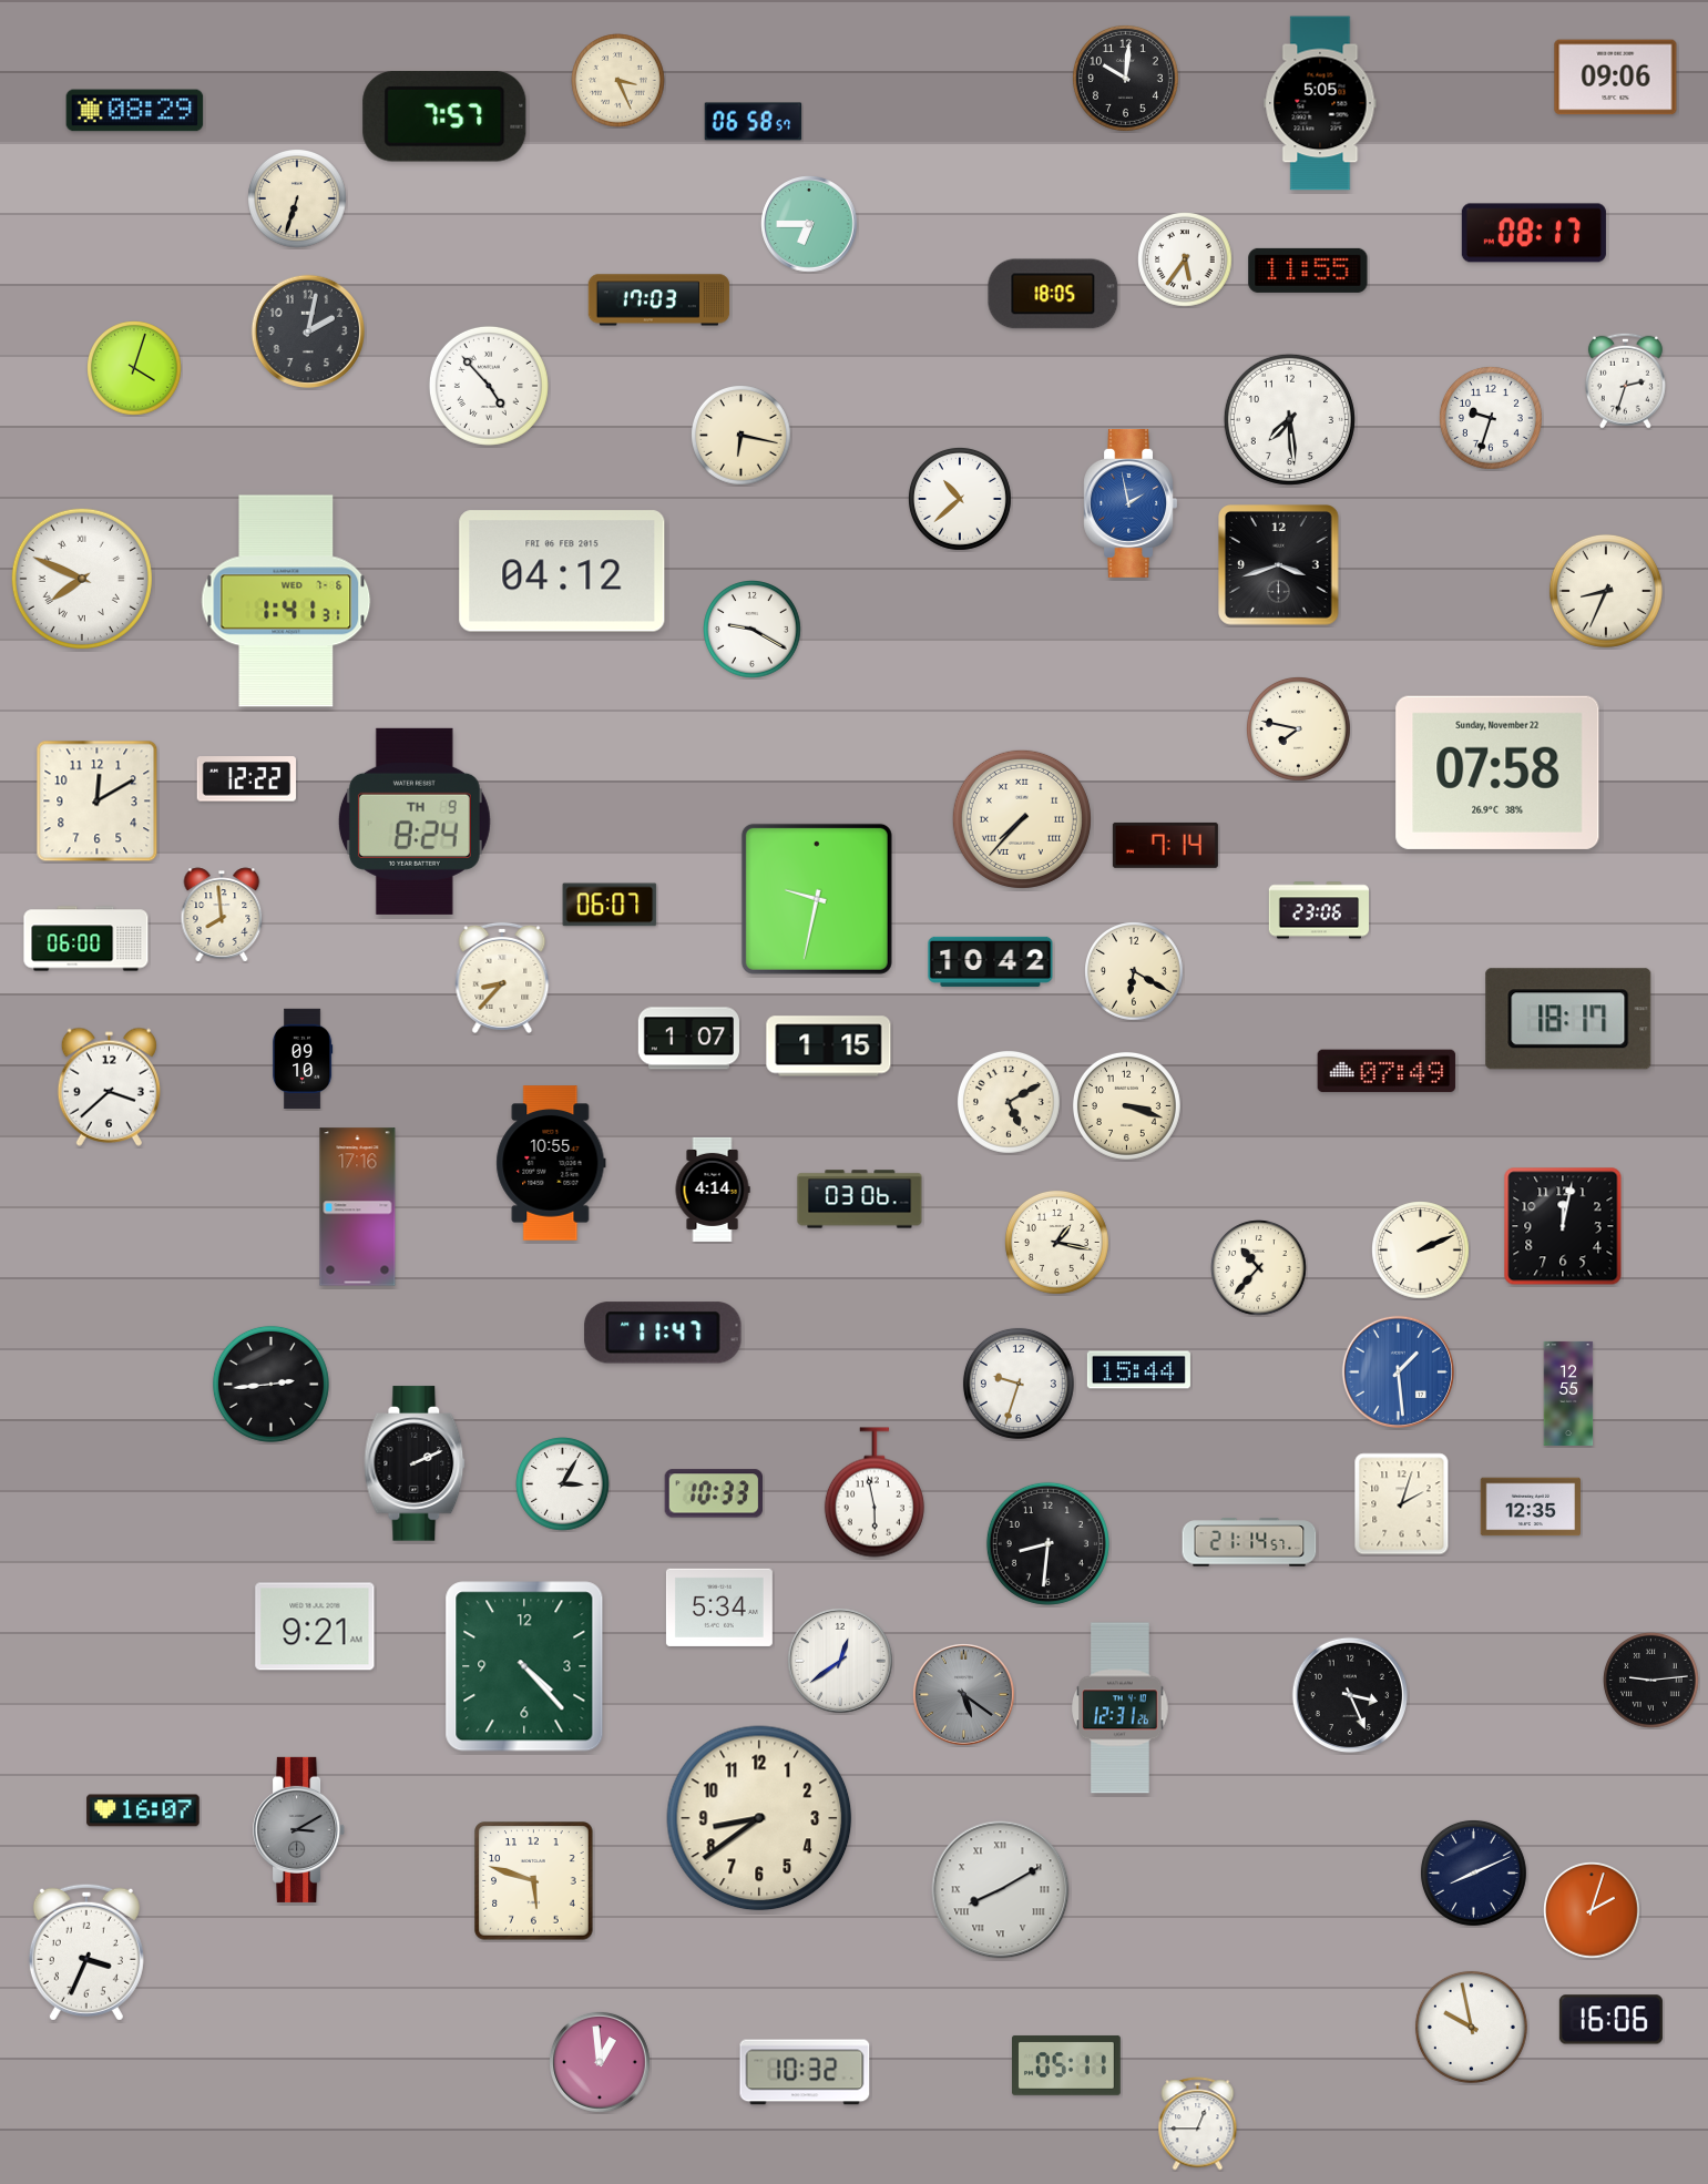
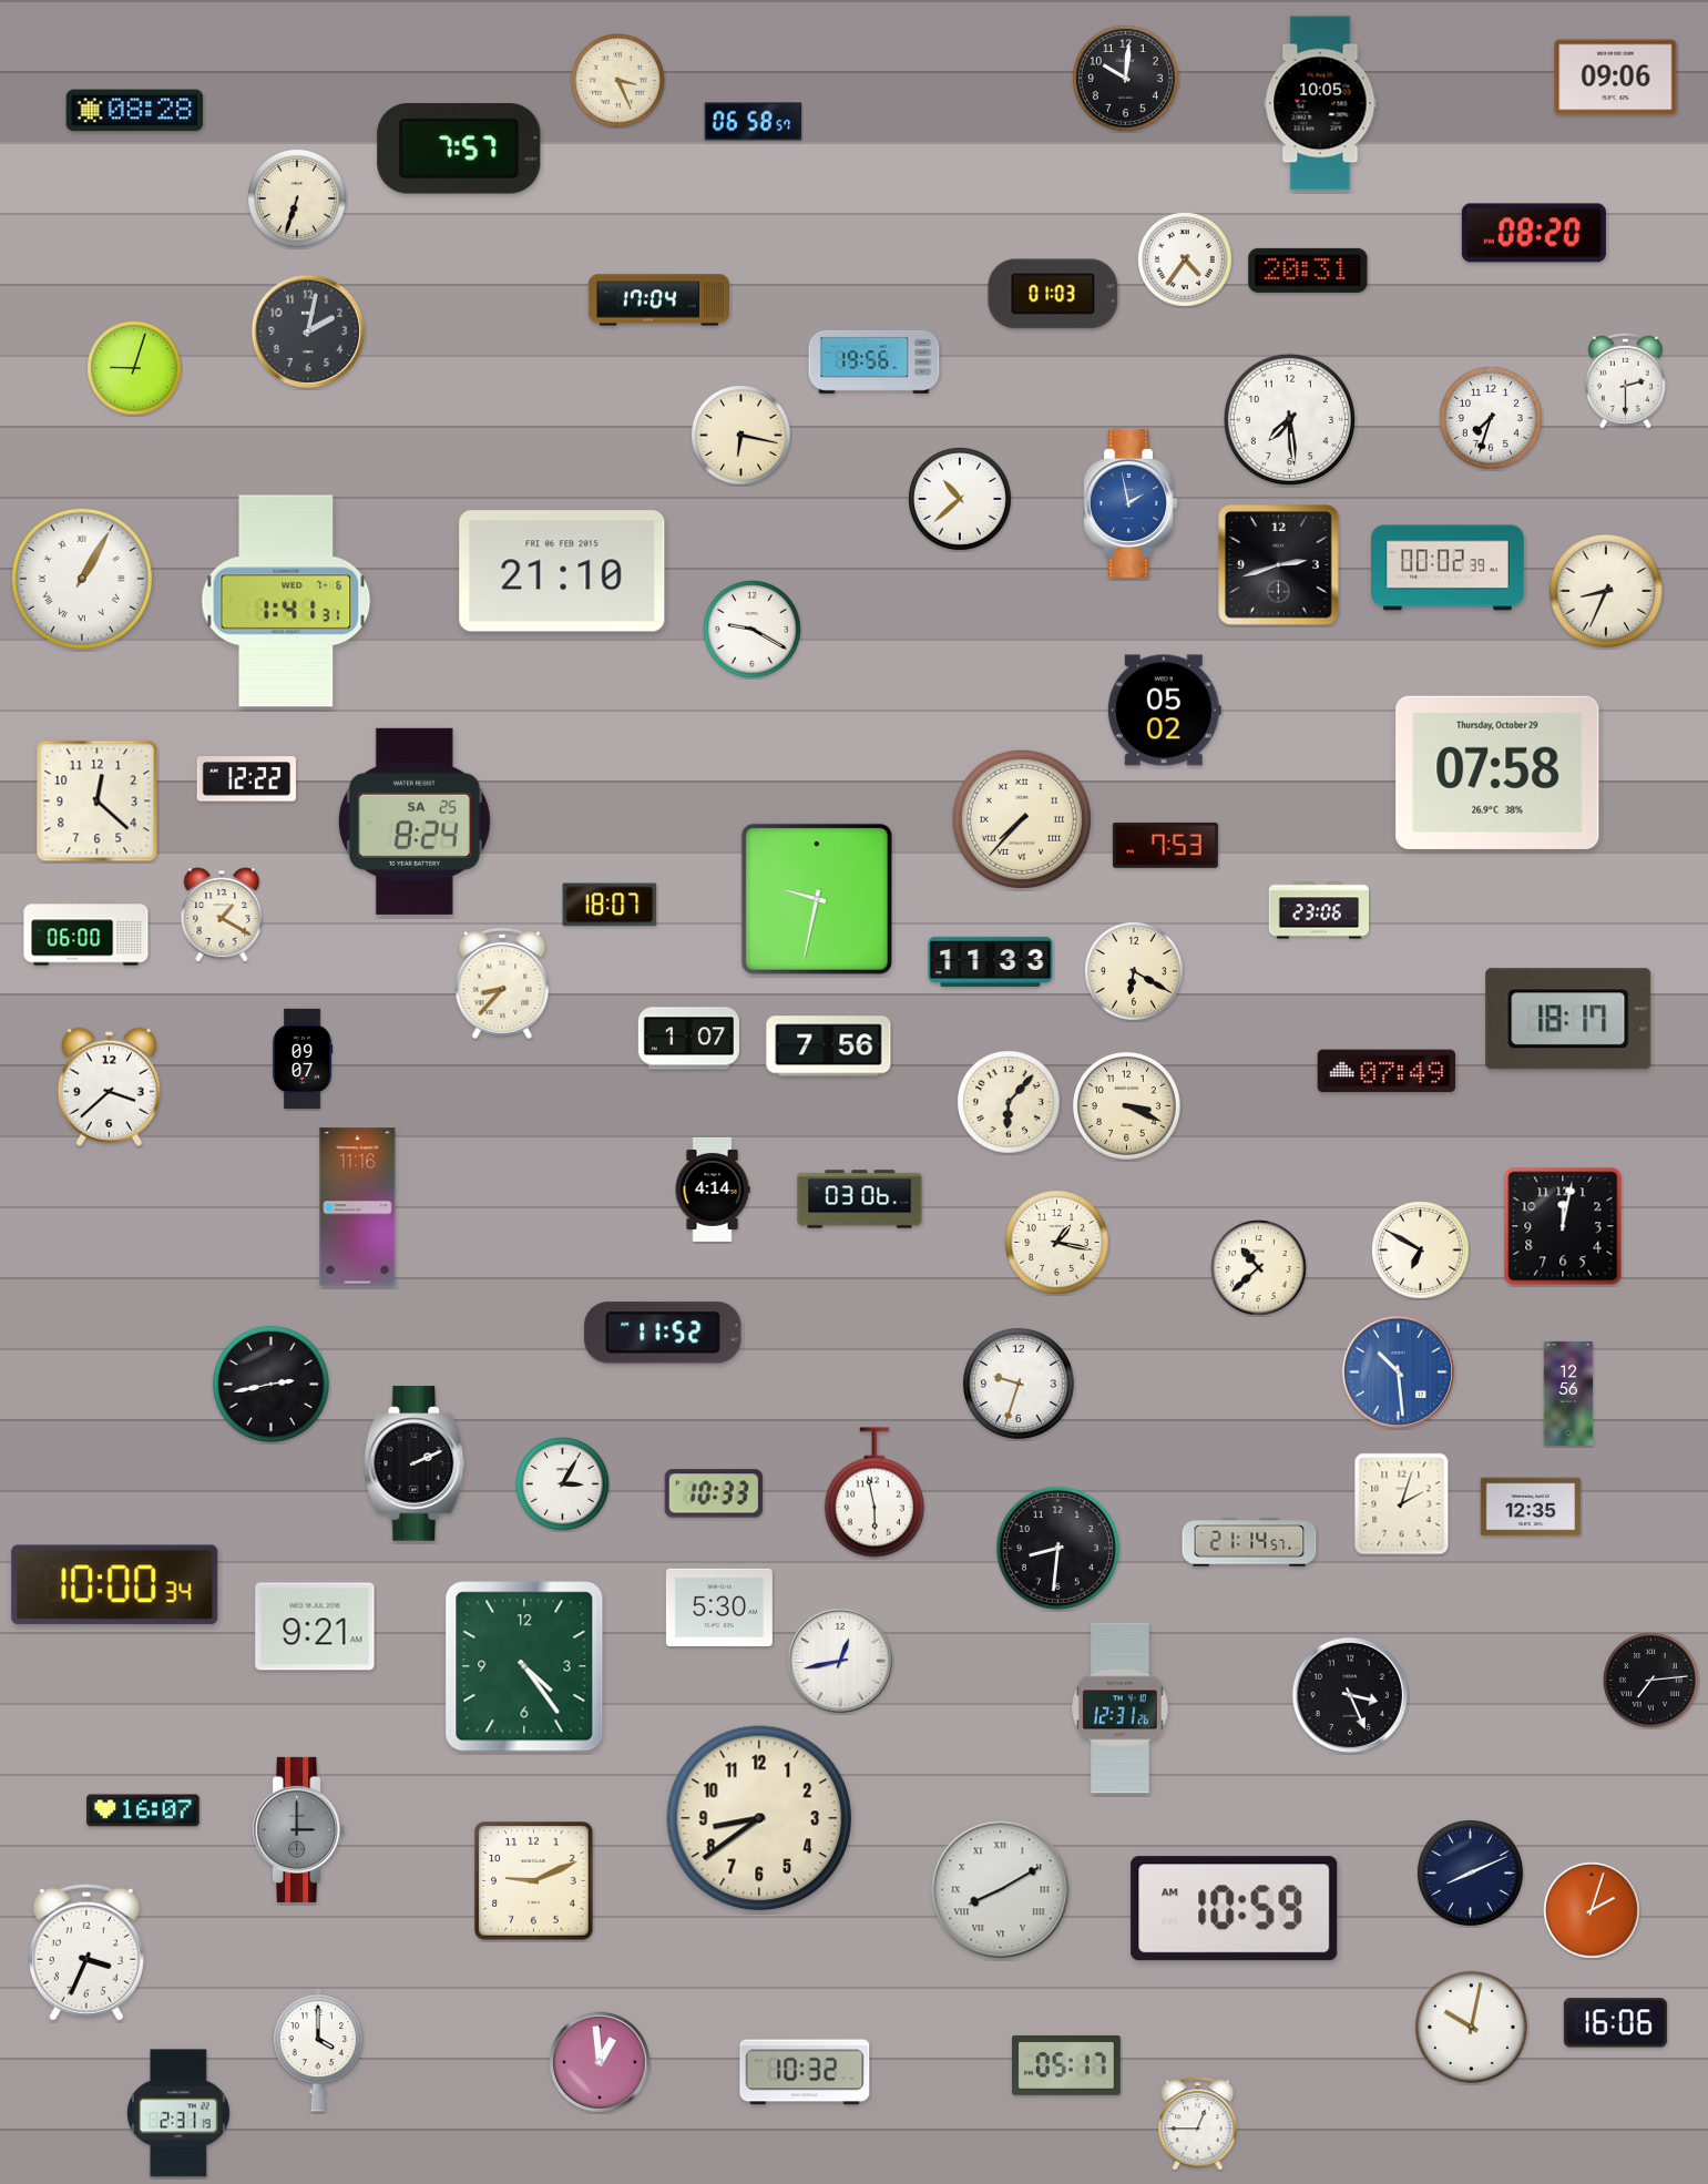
clock at (1320, 103): 5:05 -> 10:05
clock at (135, 111): 08:29 -> 08:28
clock at (444, 118) position: (444, 118) -> (459, 150)
clock at (809, 224): 6:45 -> none
clock at (1534, 233): 08:17 -> 08:20
clock at (1185, 259): 5:36 -> 4:36
clock at (1308, 271): 11:55 -> 20:31
clock at (1053, 294): 18:05 -> 01:03
clock at (659, 300): 17:03 -> 17:04
clock at (875, 361): none -> 19:56
clock at (134, 368): 4:03 -> 9:03
clock at (1625, 380): 2:33 -> 2:30
clock at (489, 386): 4:53 -> none
clock at (1491, 418): 9:33 -> 7:33
clock at (1279, 565): 3:42 -> 2:42
clock at (1448, 568): none -> 00:02
clock at (562, 571): 04:12 -> 21:10
clock at (82, 579): 7:49 -> 1:05
clock at (1164, 711): none -> 05:02
clock at (1298, 728): 7:47 -> none
clock at (1497, 773) date: Sunday, November 22 -> Thursday, October 29
clock at (98, 802): 12:10 -> 12:22
clock at (415, 821) date: TH 9 -> SA 25
clock at (1165, 845): 7:14 -> 7:53
clock at (610, 905): 06:07 -> 18:07
clock at (222, 915): 7:59 -> 1:20
clock at (86, 939) position: (86, 939) -> (86, 933)
clock at (991, 961): 10:42 -> 11:33
clock at (502, 978) position: (502, 978) -> (502, 983)
clock at (829, 1047): 1:15 -> 7:56
clock at (303, 1059): 09:10 -> 09:07
clock at (1009, 1102): 5:10 -> 6:07
clock at (1126, 1105): 3:18 -> 3:19
clock at (551, 1163): 10:55 -> none
clock at (358, 1207): 17:16 -> 11:16
clock at (1421, 1251): 2:11 -> 6:50
clock at (1259, 1268): 10:37 -> 10:38
clock at (663, 1333): 11:47 -> 11:52
clock at (1138, 1370): 15:44 -> none
clock at (1398, 1371): 1:29 -> 10:29
clock at (270, 1384): 2:44 -> 2:43
clock at (1568, 1394): 12:55 -> 12:56
clock at (1047, 1543) position: (1047, 1543) -> (1057, 1548)
clock at (115, 1585): none -> 10:00
clock at (719, 1608): 5:34 -> 5:30
clock at (840, 1661): 12:39 -> 12:43
clock at (524, 1666): 4:23 -> 4:24
clock at (1651, 1681): 9:14 -> 7:14
clock at (963, 1694): 5:21 -> none
clock at (299, 1829): 3:10 -> 3:00
clock at (1473, 1872) position: (1473, 1872) -> (1470, 1872)
clock at (534, 1881): 5:48 -> 9:11
clock at (1235, 1909): none -> 10:59
clock at (1610, 2020) position: (1610, 2020) -> (1615, 2023)
clock at (1471, 2027): 9:58 -> 10:02
clock at (318, 2050): none -> 4:00
clock at (1067, 2065): 05:11 -> 05:17
clock at (180, 2113): none -> 2:31
